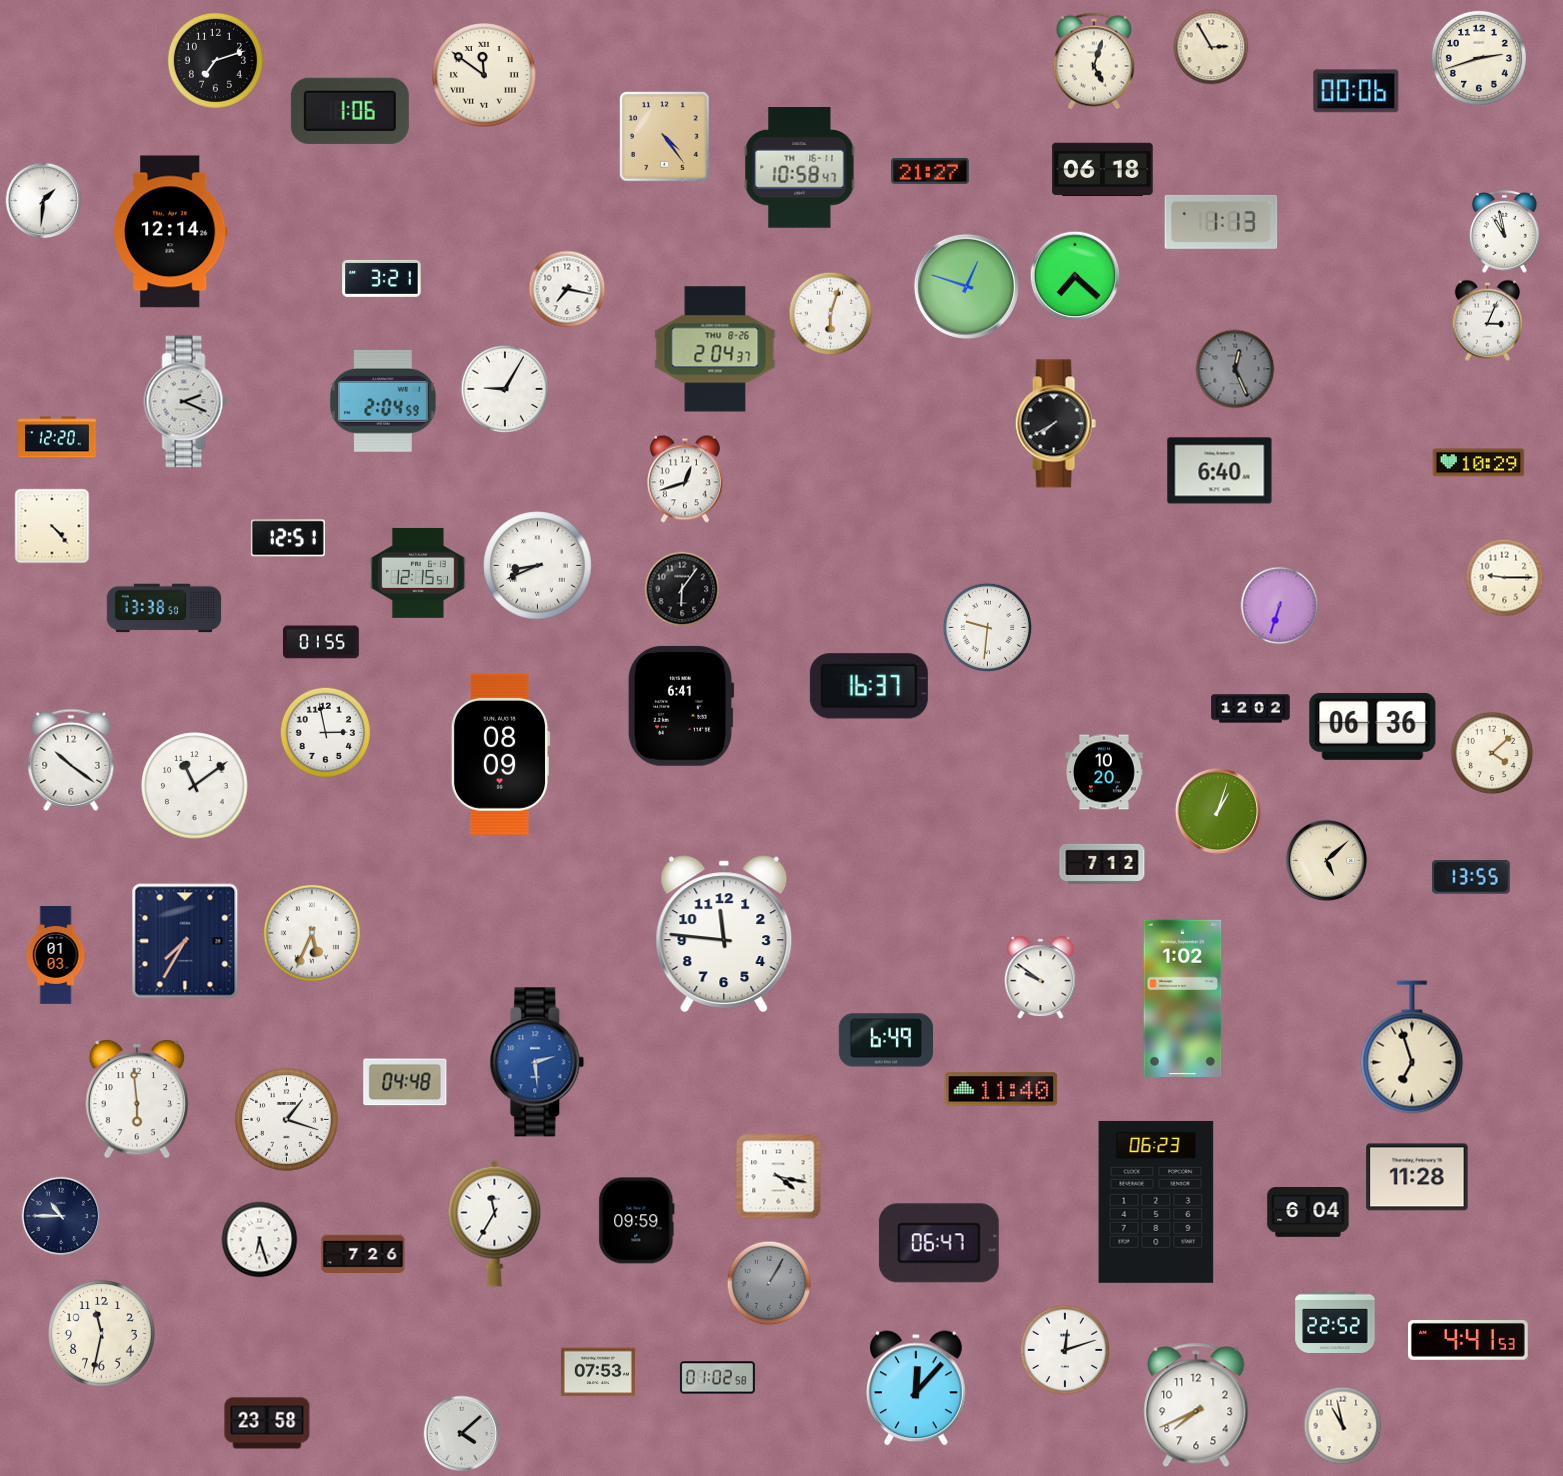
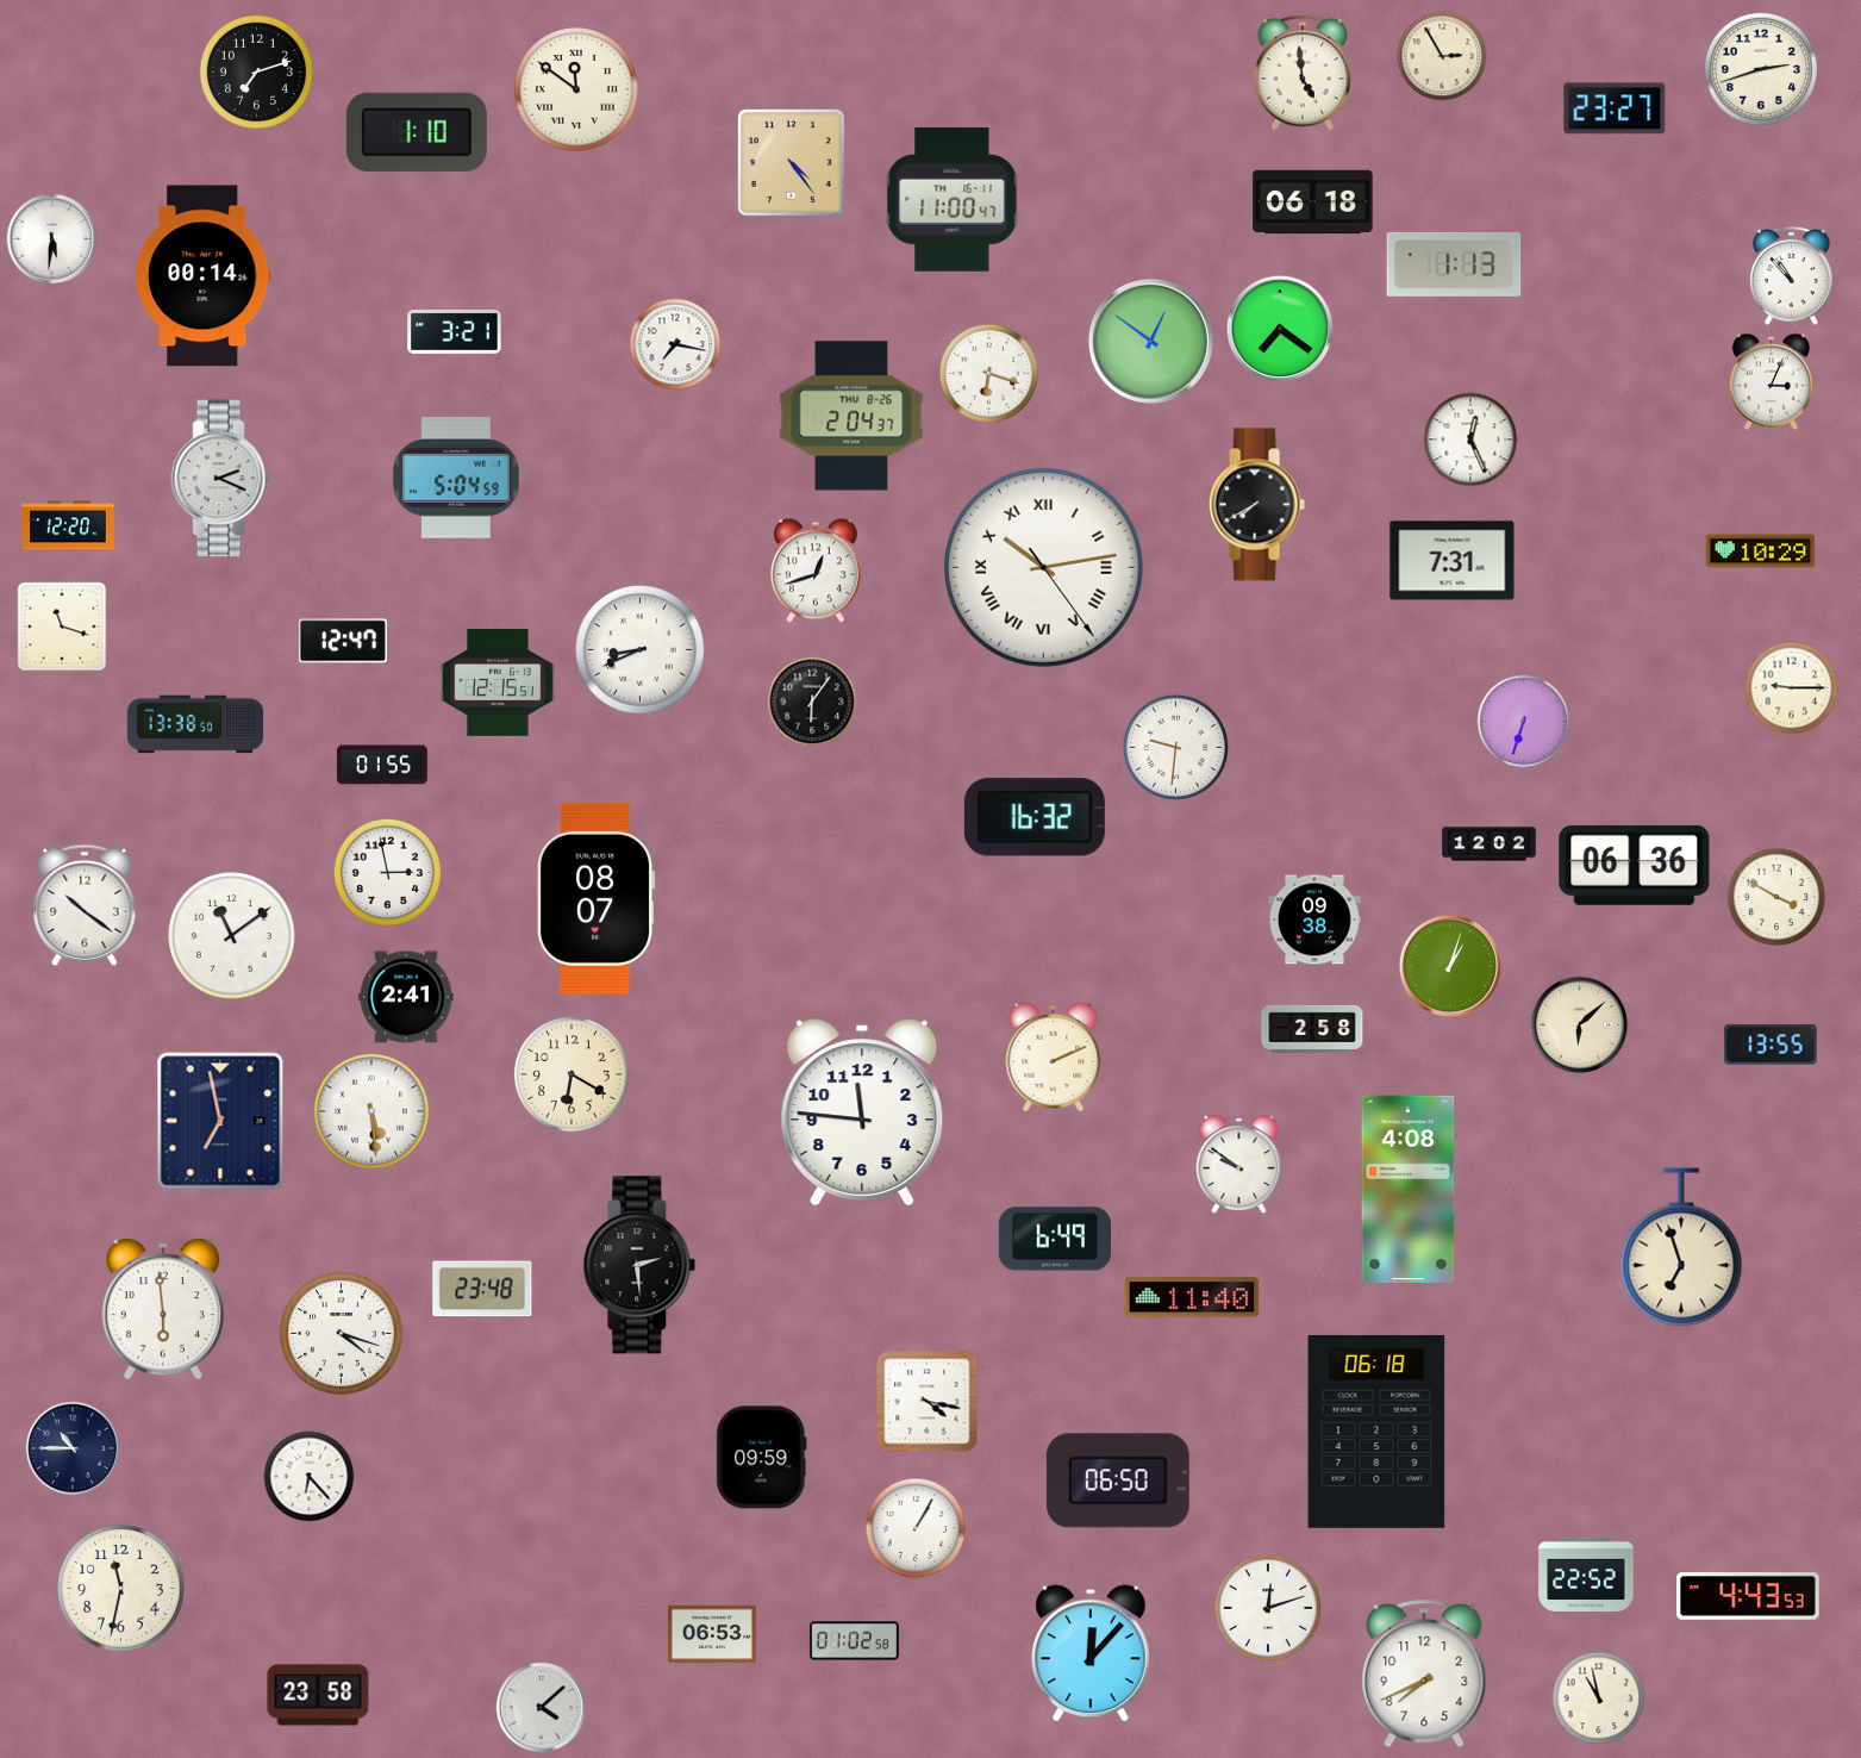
clock at (1094, 61): 5:03 -> 4:59
clock at (1356, 91): 00:06 -> 23:27
clock at (350, 111): 1:06 -> 1:10
clock at (800, 168): 10:58 -> 11:00
clock at (930, 171): 21:27 -> none
clock at (44, 201): 1:31 -> 5:31
clock at (1504, 231): 10:58 -> 10:53
clock at (171, 232): 12:14 -> 00:14
clock at (1074, 275): 7:22 -> 7:21
clock at (966, 286): 12:48 -> 12:51
clock at (831, 314): 6:03 -> 6:18
clock at (1235, 369) dial: grey -> white
clock at (505, 389): 9:05 -> none
clock at (383, 401): 2:04 -> 5:04
clock at (57, 437) position: (57, 437) -> (68, 525)
clock at (1220, 471): 6:40 -> 7:31
clock at (1043, 567): none -> 10:13
clock at (52, 526): 4:23 -> 11:18
clock at (288, 538): 12:51 -> 12:47
clock at (538, 566) position: (538, 566) -> (641, 650)
clock at (869, 686): 16:37 -> 16:32
clock at (681, 706): 6:41 -> none
clock at (1492, 753): 4:08 -> 3:50
clock at (500, 754): 08:09 -> 08:07
clock at (1104, 772): 10:20 -> 09:38
clock at (406, 997): none -> 2:41
clock at (1327, 861): 5:08 -> 6:08
clock at (1102, 864): 7:12 -> 2:58
clock at (1472, 877) position: (1472, 877) -> (1772, 1045)
clock at (1054, 1056): none -> 2:11
clock at (572, 1074): none -> 6:20
clock at (312, 933): 5:34 -> 5:29
clock at (185, 941): 7:35 -> 6:58
clock at (56, 955): 01:03 -> none
clock at (1183, 998): 1:02 -> 4:08
clock at (537, 1062) dial: blue -> black
clock at (405, 1082): 04:48 -> 23:48
clock at (287, 1120): 1:18 -> 4:18
clock at (1417, 1177): 11:28 -> none
clock at (1156, 1202): 06:23 -> 06:18
clock at (1308, 1213): 6:04 -> none
clock at (637, 1221) position: (637, 1221) -> (762, 1458)
clock at (495, 1223): 11:35 -> none
clock at (260, 1240): 6:27 -> 6:23
clock at (939, 1243): 06:47 -> 06:50
clock at (363, 1254): 7:26 -> none
clock at (769, 1283) dial: grey -> white
clock at (1335, 1321) position: (1335, 1321) -> (1586, 1573)
clock at (1469, 1341): 4:41 -> 4:43
clock at (598, 1372): 07:53 -> 06:53
clock at (462, 1434) position: (462, 1434) -> (542, 1708)
